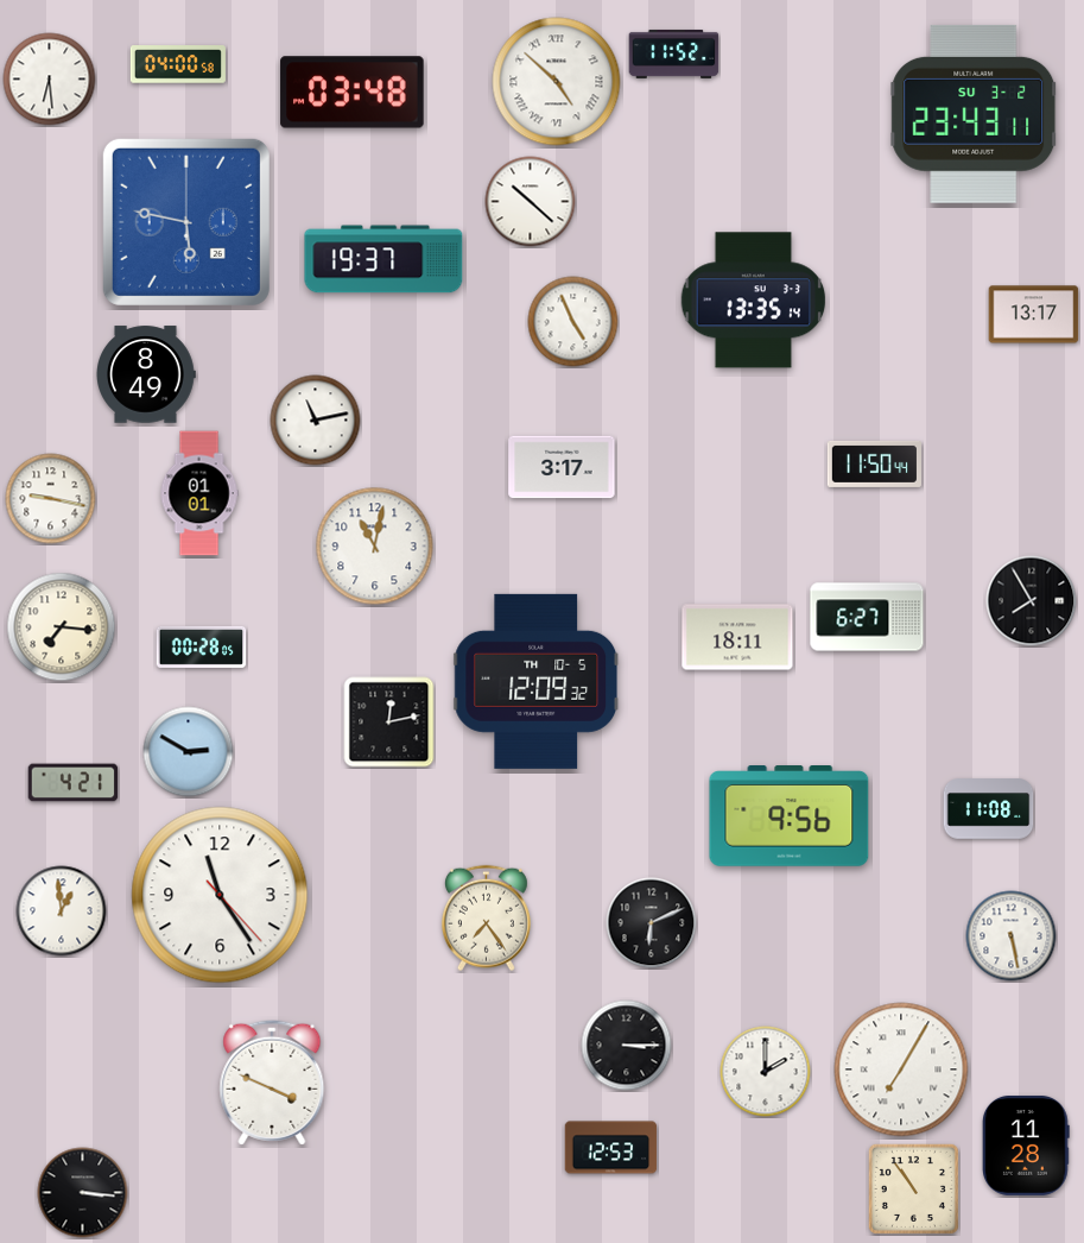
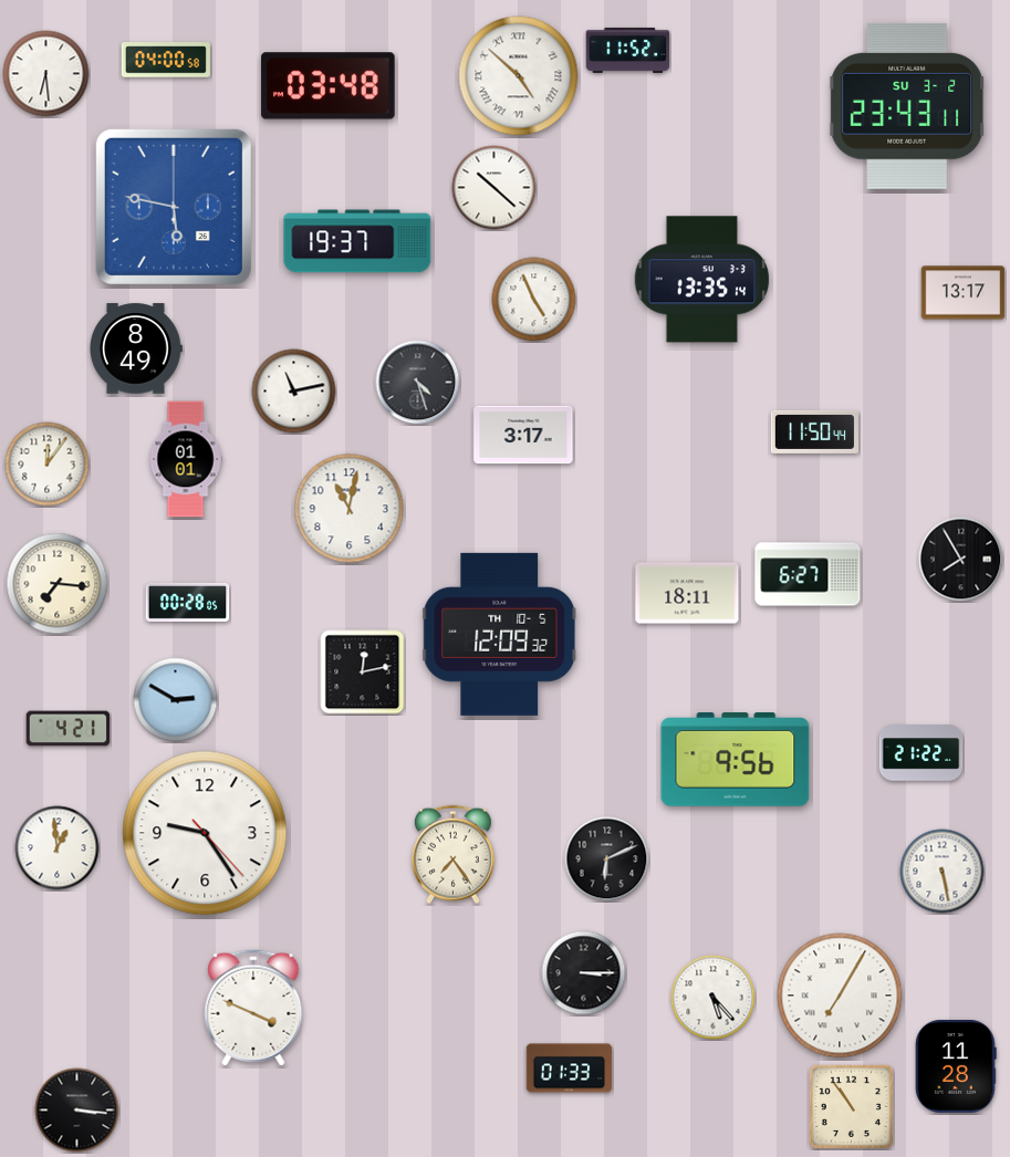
clock at (418, 383): none -> 4:27
clock at (51, 499): 9:17 -> 12:06
clock at (989, 809): 11:08 -> 21:22
clock at (220, 895): 11:24 -> 9:24
clock at (766, 1072): 2:00 -> 5:23
clock at (611, 1148): 12:53 -> 01:33
